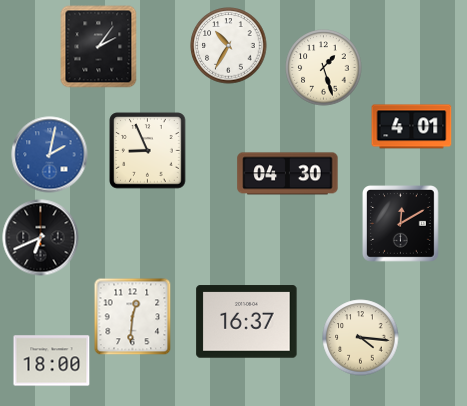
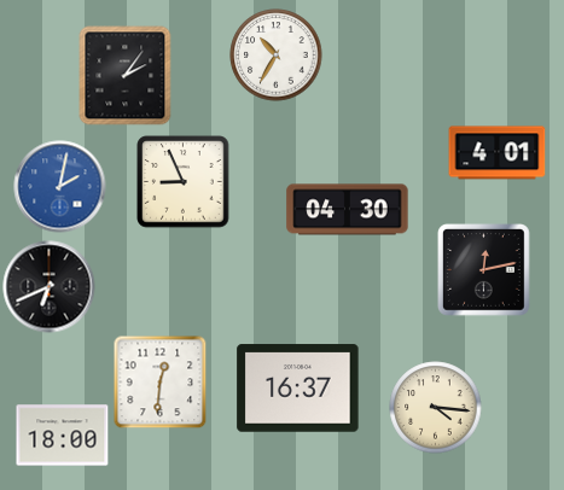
clock at (99, 47) position: (99, 47) -> (126, 76)
clock at (324, 68): 1:27 -> none
clock at (148, 151) position: (148, 151) -> (184, 182)
clock at (401, 224): 12:10 -> 12:13
